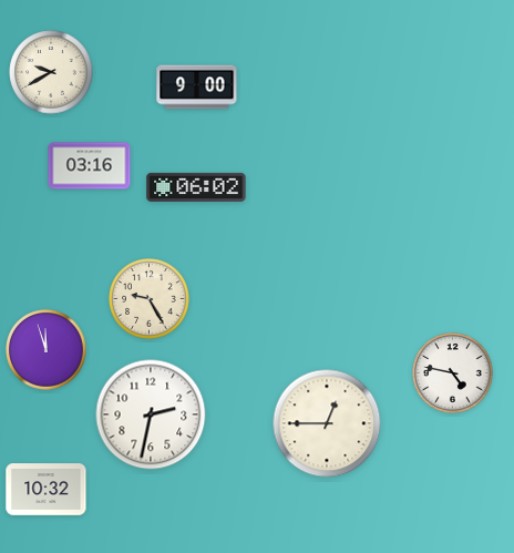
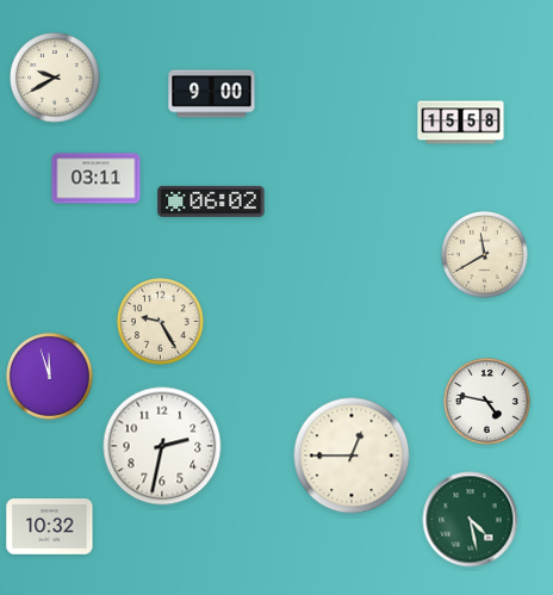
clock at (461, 123): none -> 15:58
clock at (90, 166): 03:16 -> 03:11
clock at (485, 255): none -> 11:40
clock at (471, 520): none -> 4:28
